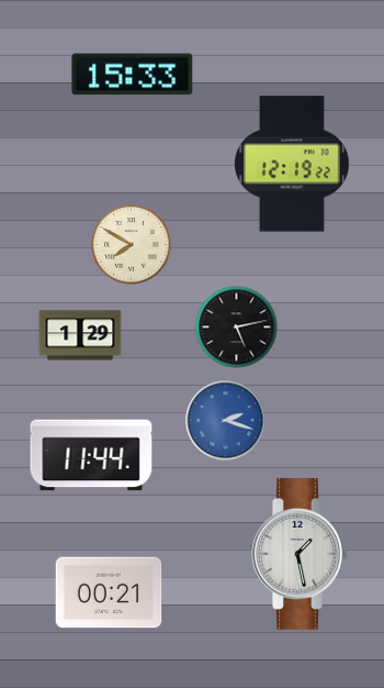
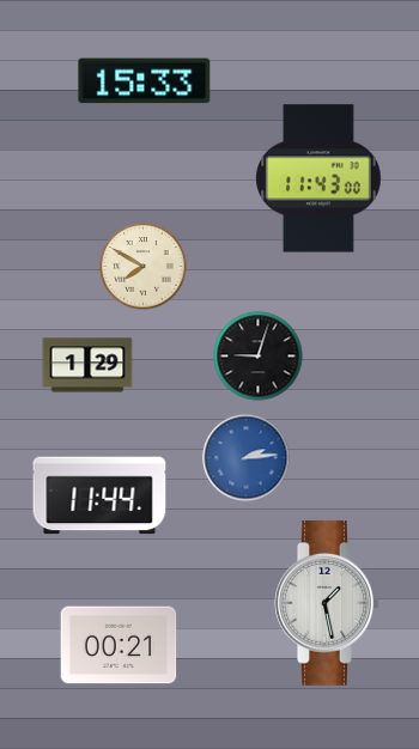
clock at (292, 164): 12:19 -> 11:43
clock at (237, 328): 5:13 -> 9:03
clock at (226, 421): 2:18 -> 2:14
